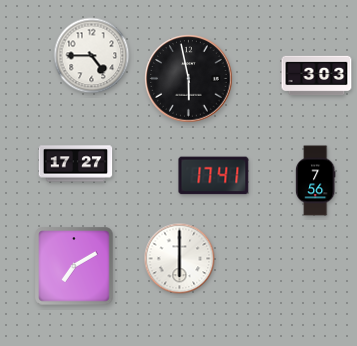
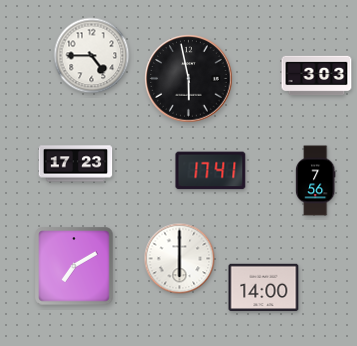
clock at (76, 164): 17:27 -> 17:23
clock at (214, 176) position: (214, 176) -> (211, 171)
clock at (264, 288): none -> 14:00
